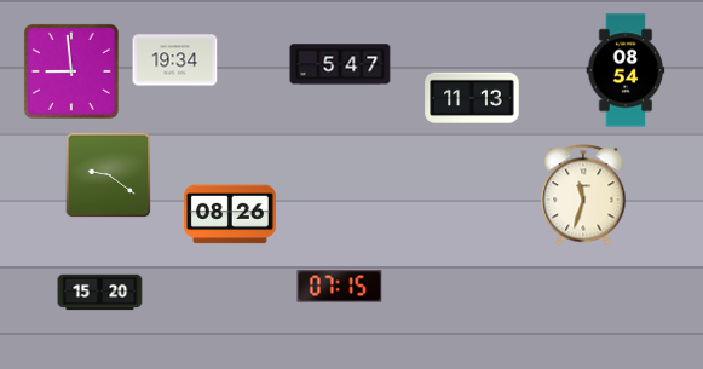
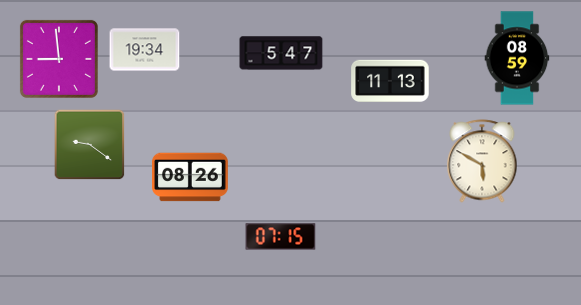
clock at (626, 70): 08:54 -> 08:59
clock at (583, 195): 11:33 -> 5:50
clock at (100, 293): 15:20 -> none
